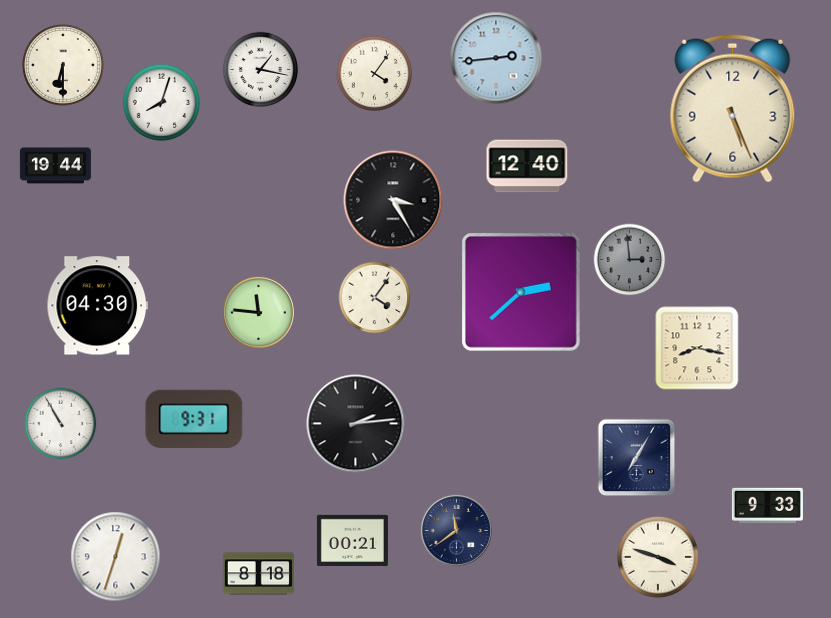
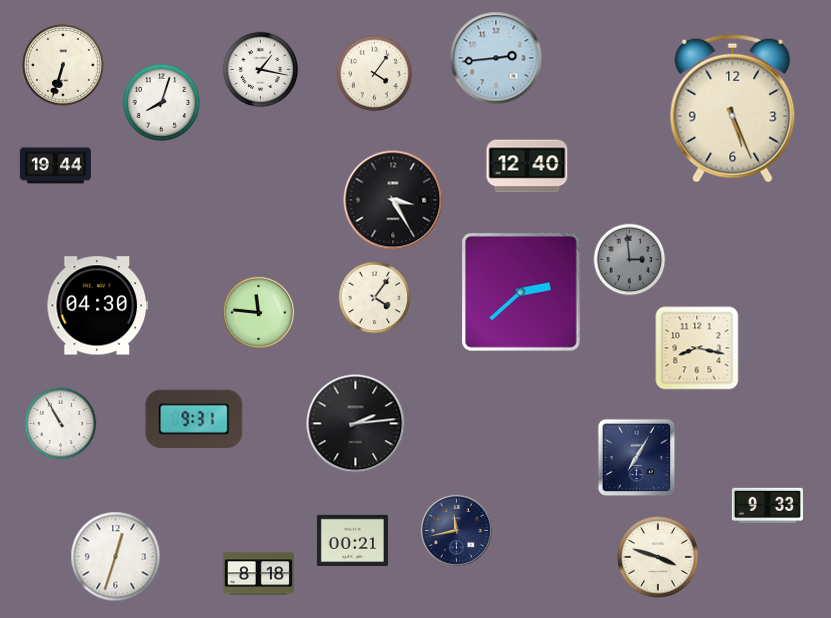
clock at (64, 66): 6:30 -> 6:33
clock at (456, 530): 11:39 -> 11:43
